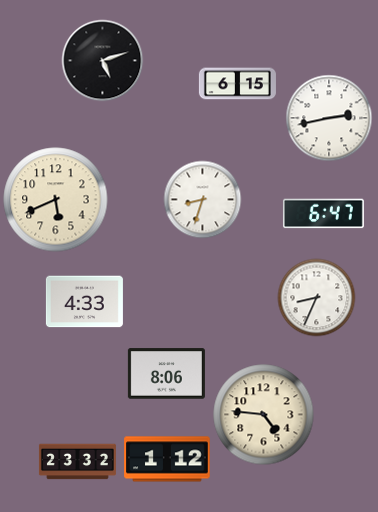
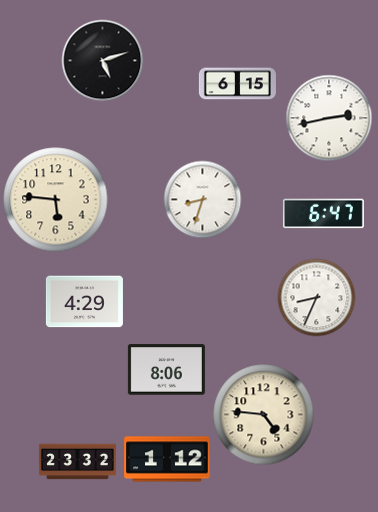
clock at (56, 200): 5:41 -> 5:46
clock at (84, 302): 4:33 -> 4:29
clock at (166, 374) position: (166, 374) -> (166, 370)
